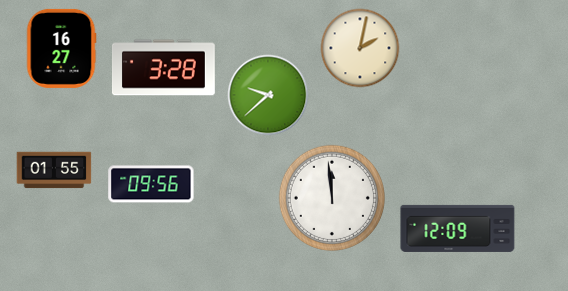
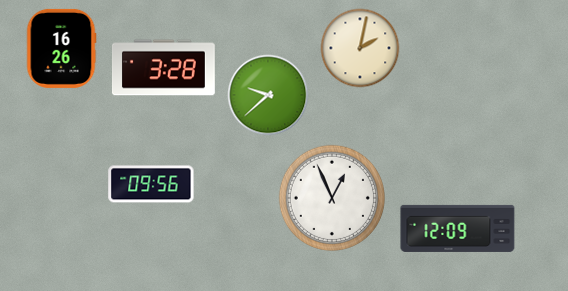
clock at (61, 48): 16:27 -> 16:26
clock at (54, 170): 01:55 -> none
clock at (332, 198): 11:59 -> 12:56
